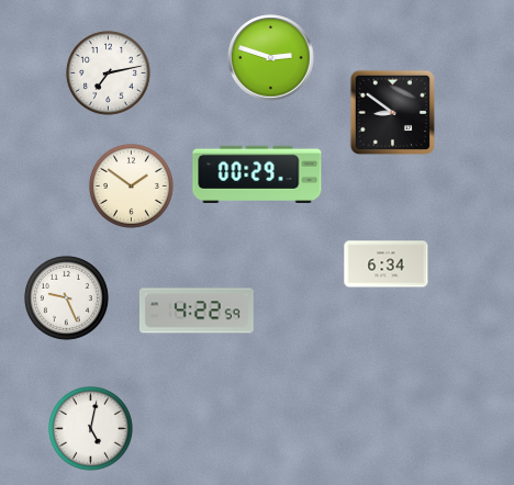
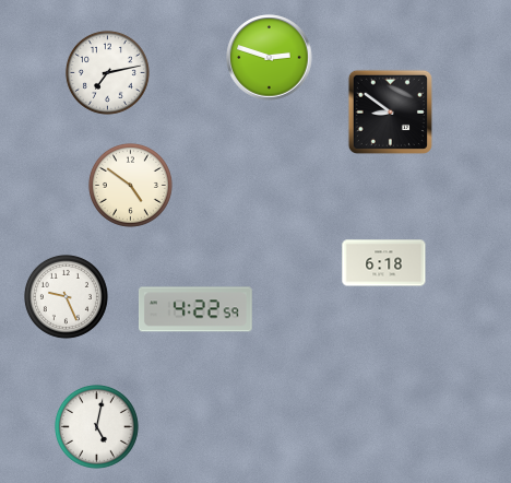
clock at (257, 173): 00:29 -> none
clock at (131, 185): 1:51 -> 4:51
clock at (387, 264): 6:34 -> 6:18
clock at (90, 428) position: (90, 428) -> (96, 426)
